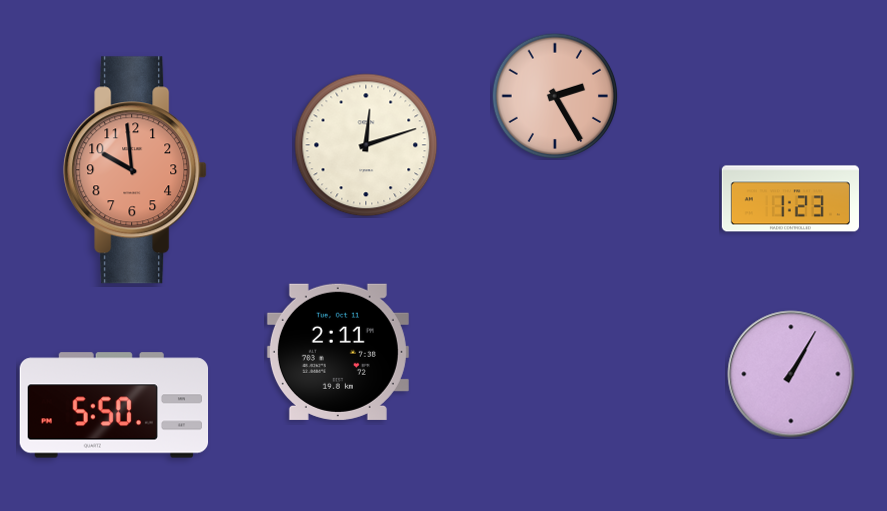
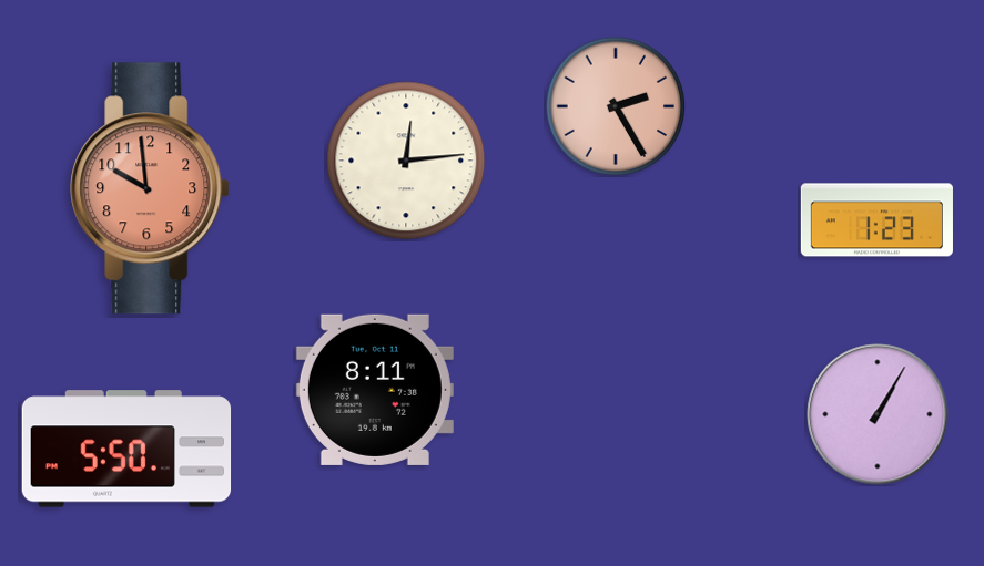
clock at (366, 145): 12:12 -> 12:14
clock at (338, 352): 2:11 -> 8:11
